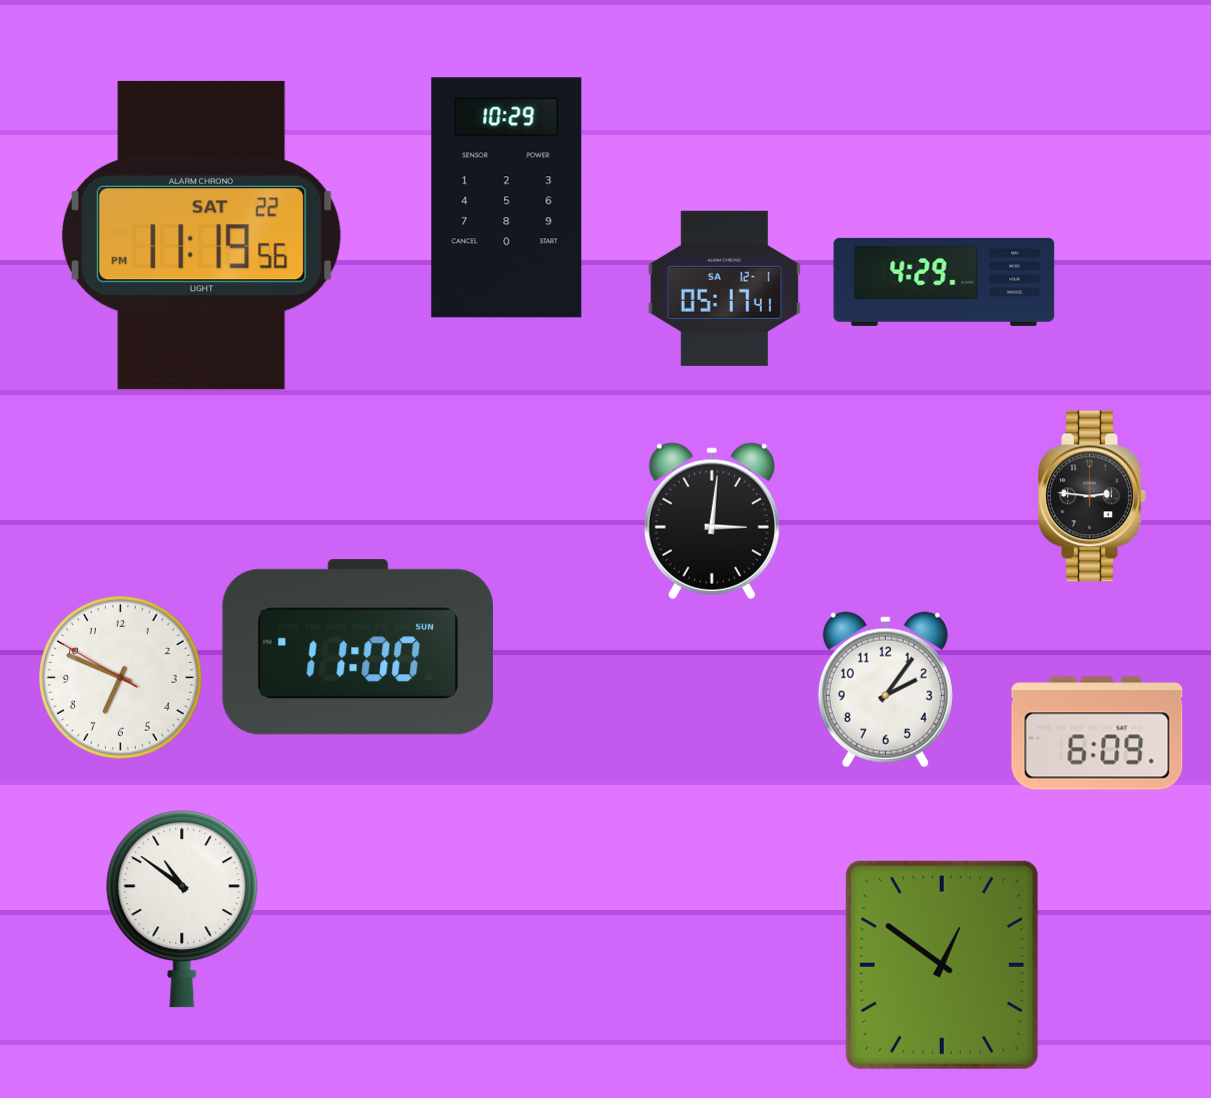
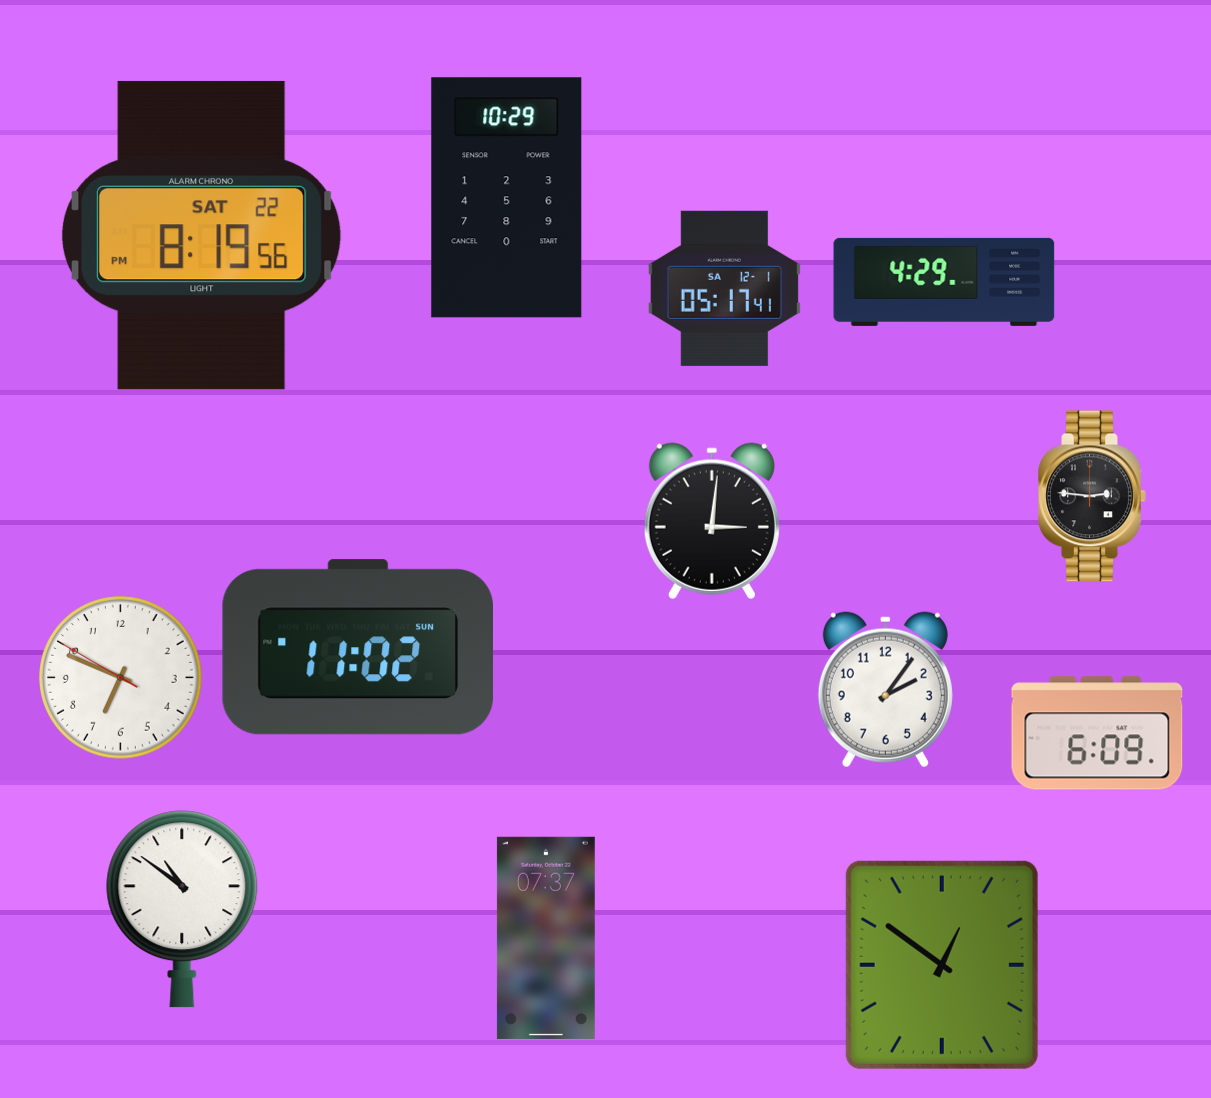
clock at (201, 235): 11:19 -> 8:19
clock at (358, 647): 11:00 -> 11:02
clock at (546, 938): none -> 07:37
